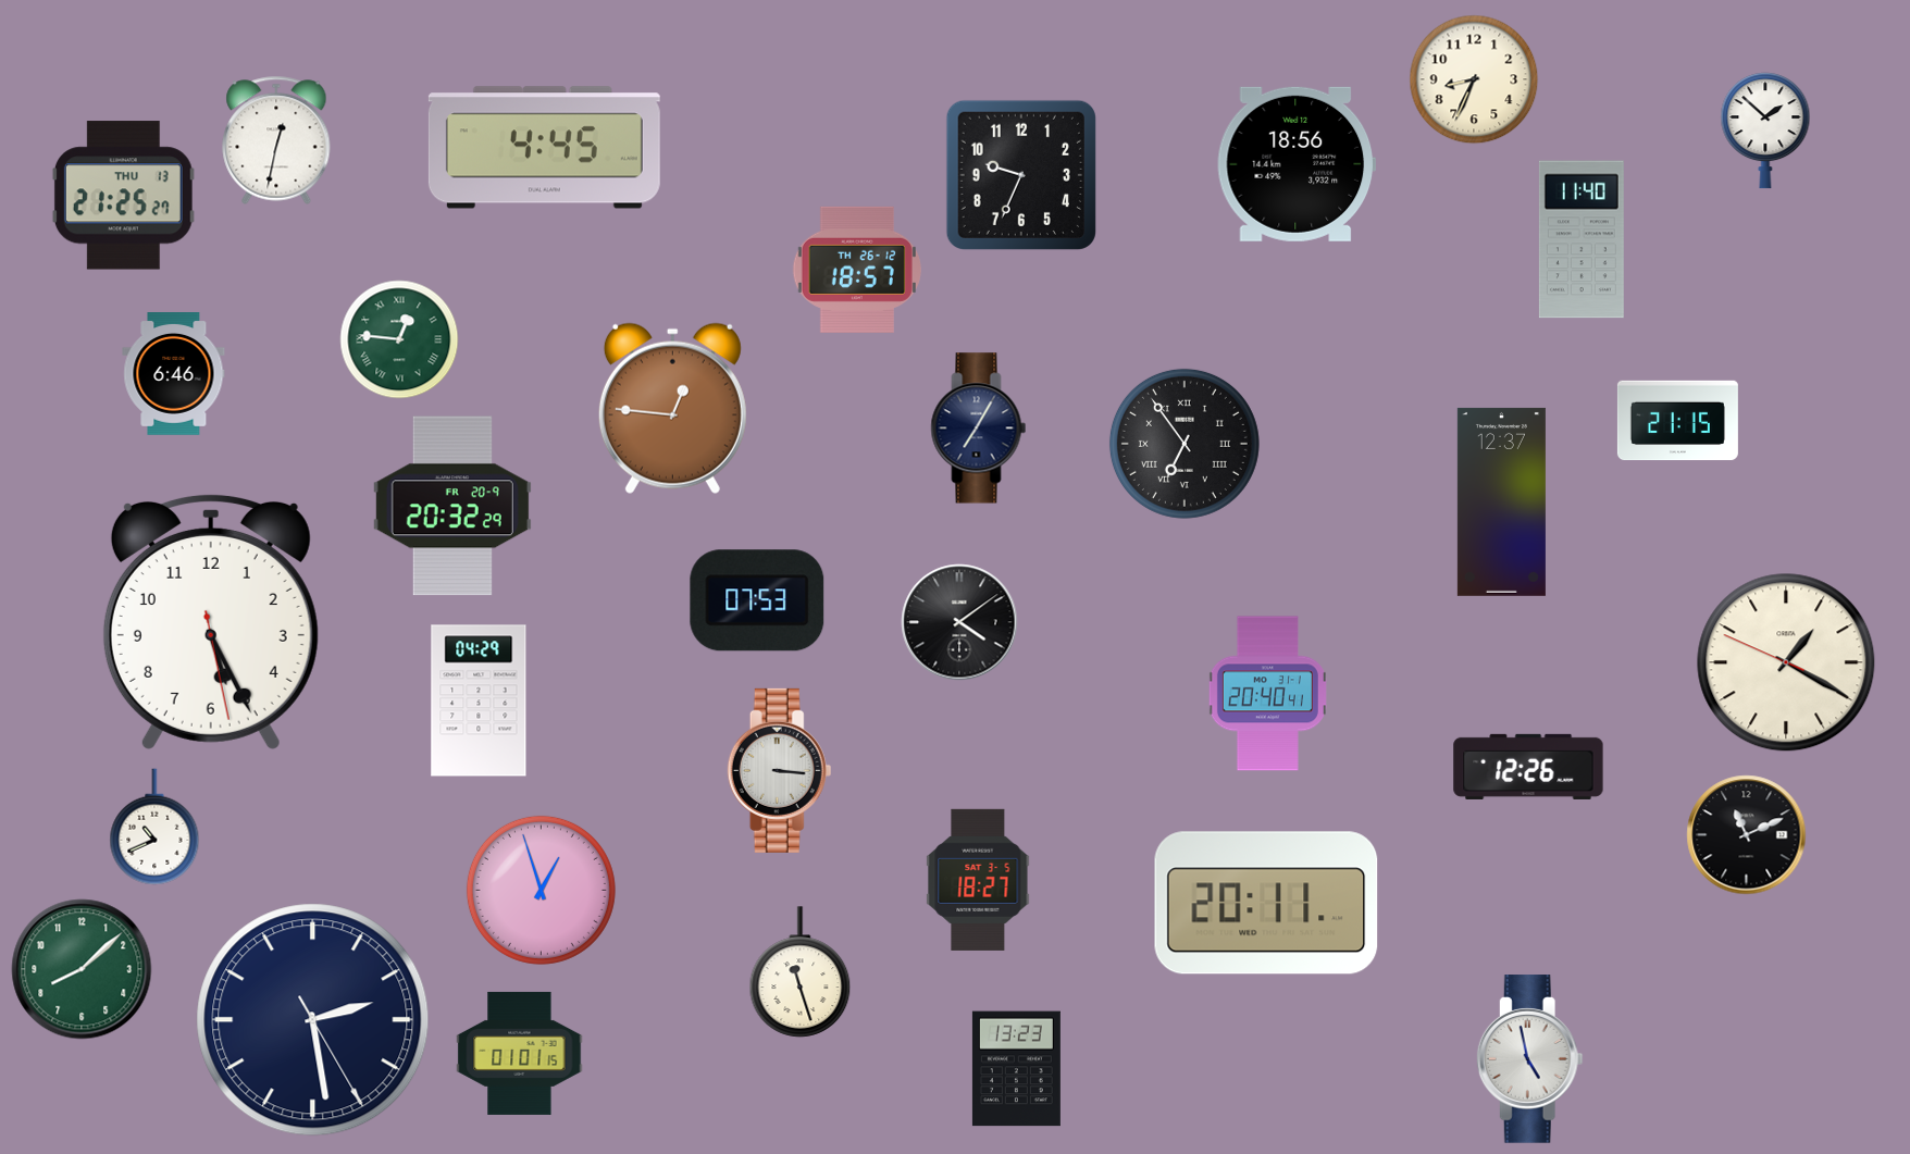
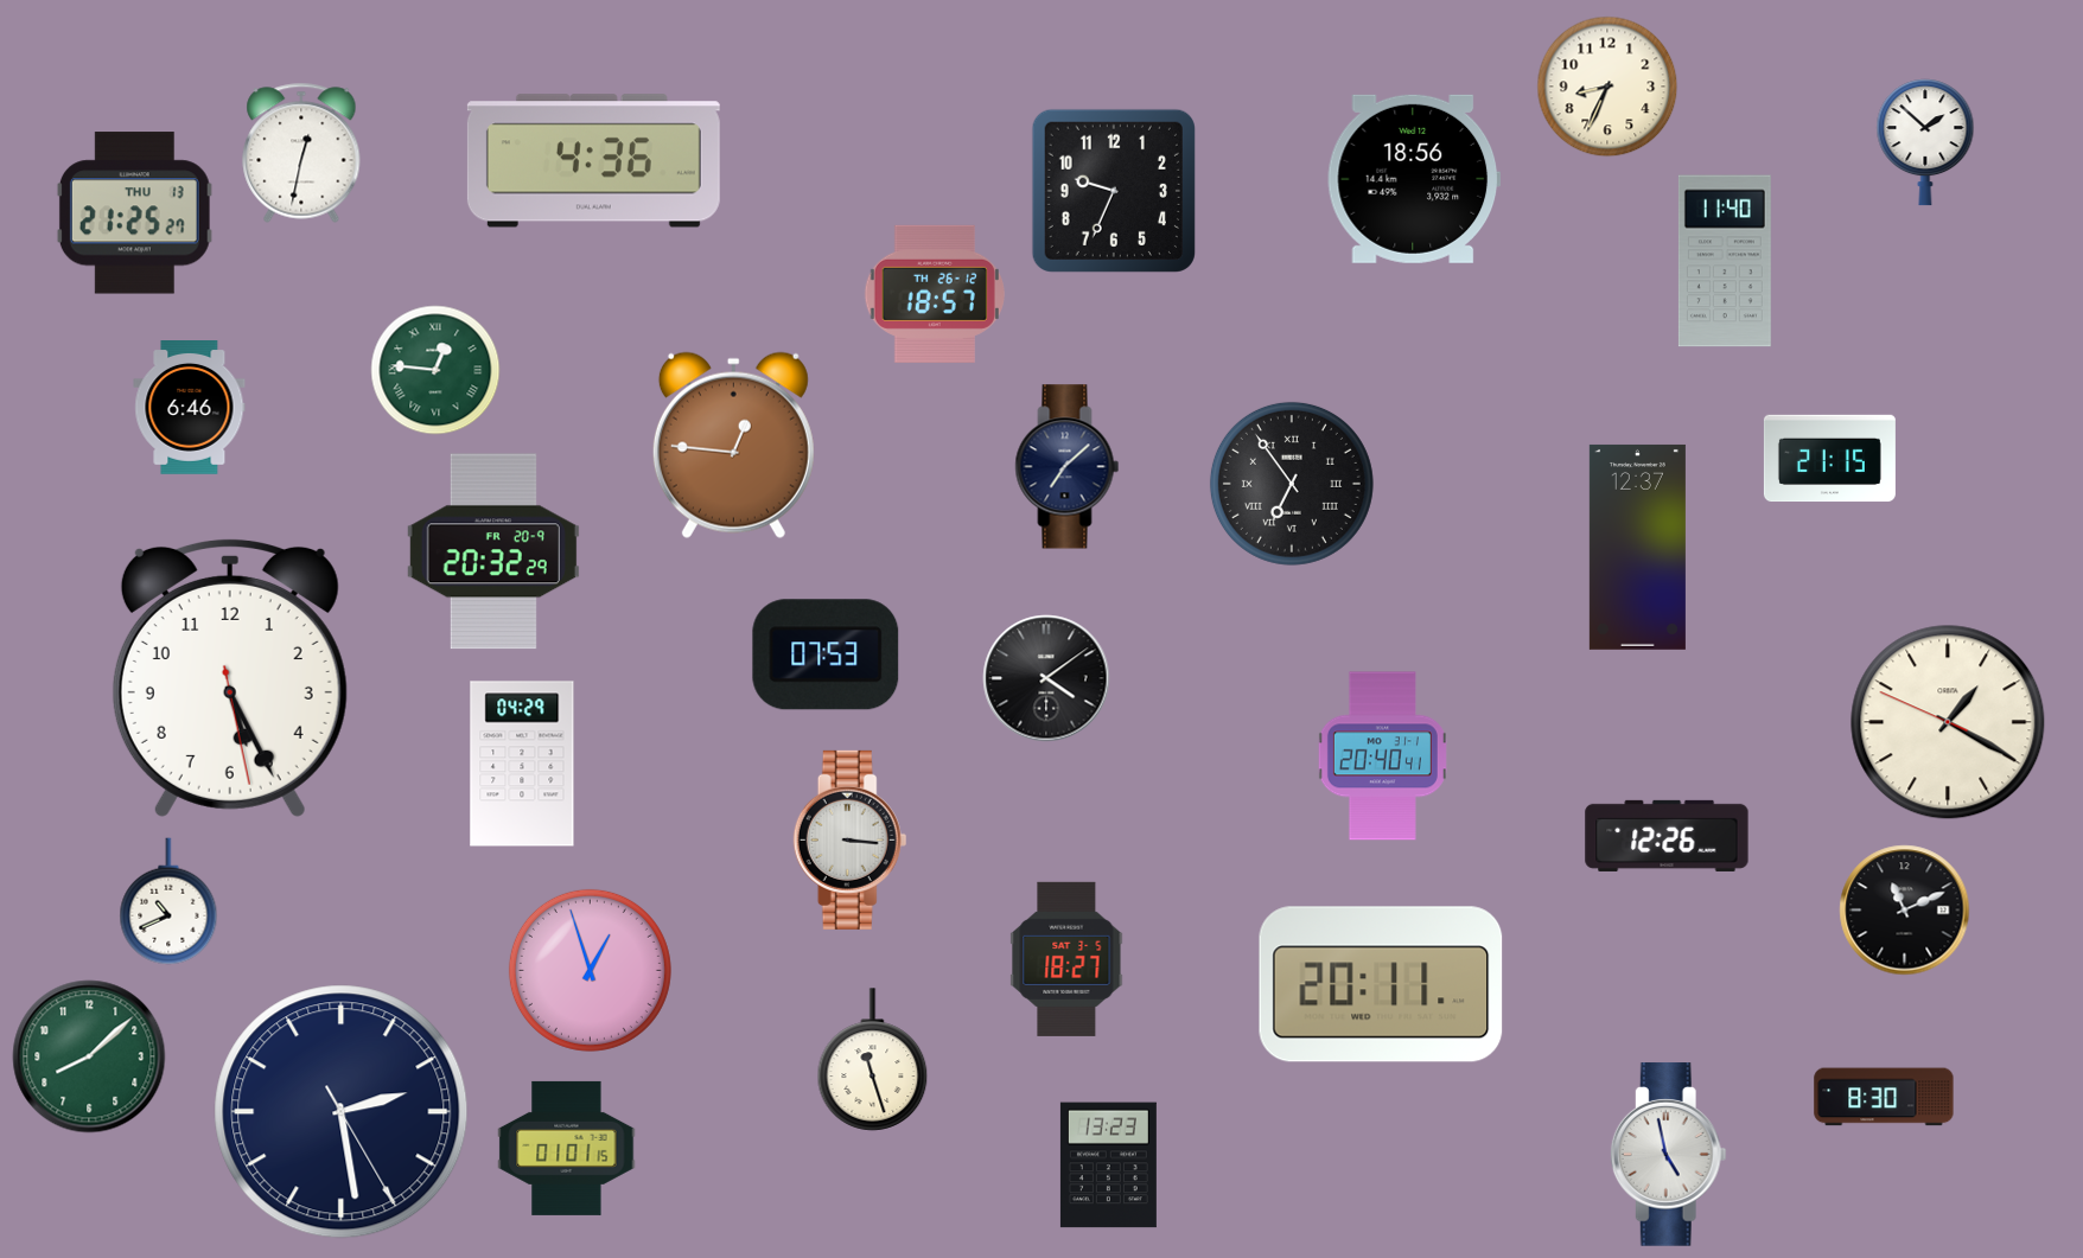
clock at (544, 148): 4:45 -> 4:36
clock at (979, 429): 7:05 -> 7:08
clock at (1884, 1097): none -> 8:30
